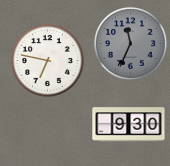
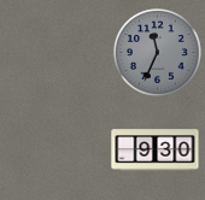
clock at (48, 61): 6:47 -> none
